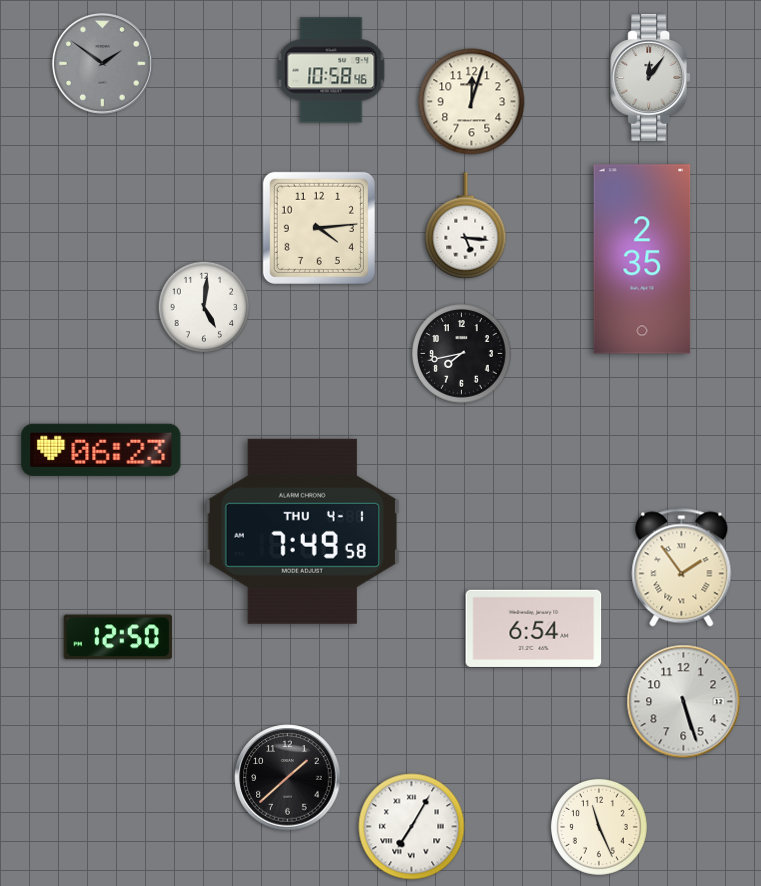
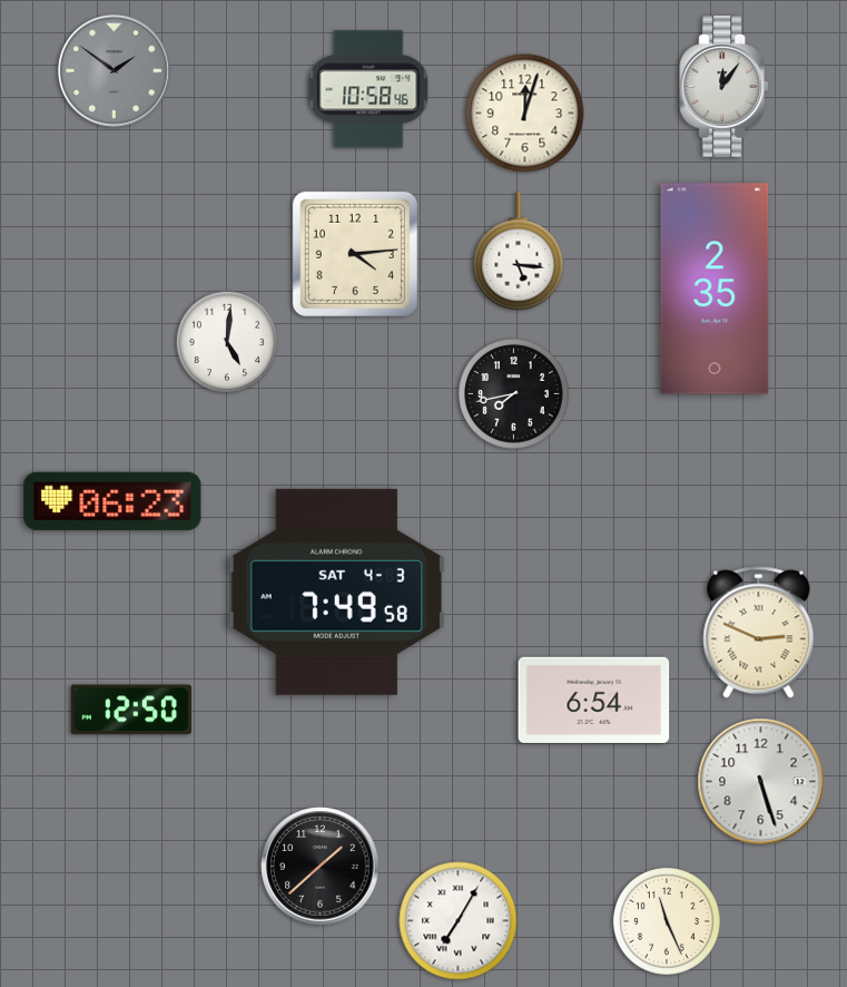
clock at (331, 70) position: (331, 70) -> (368, 89)
clock at (302, 531) date: THU 4-1 -> SAT 4-3
clock at (682, 568): 1:54 -> 2:49
